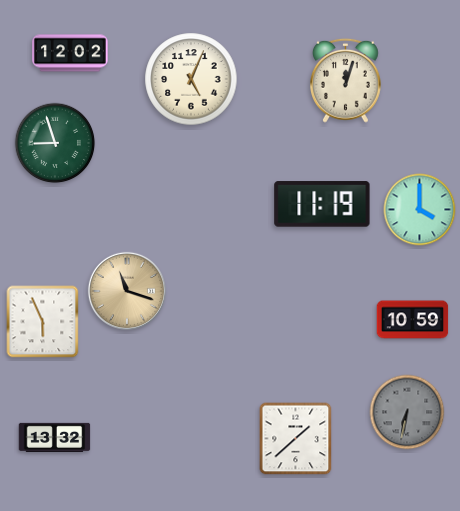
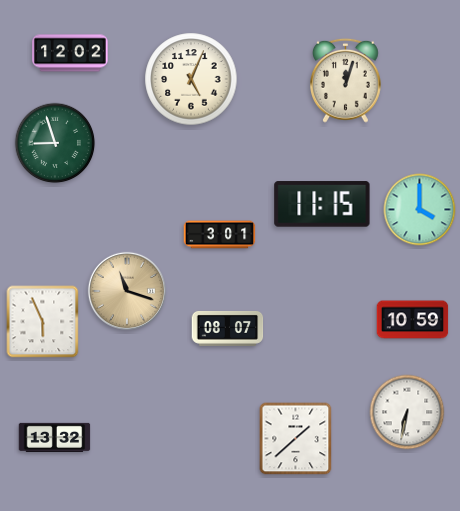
clock at (322, 204): 11:19 -> 11:15
clock at (220, 235): none -> 3:01
clock at (228, 328): none -> 08:07
clock at (407, 412) dial: grey -> white
